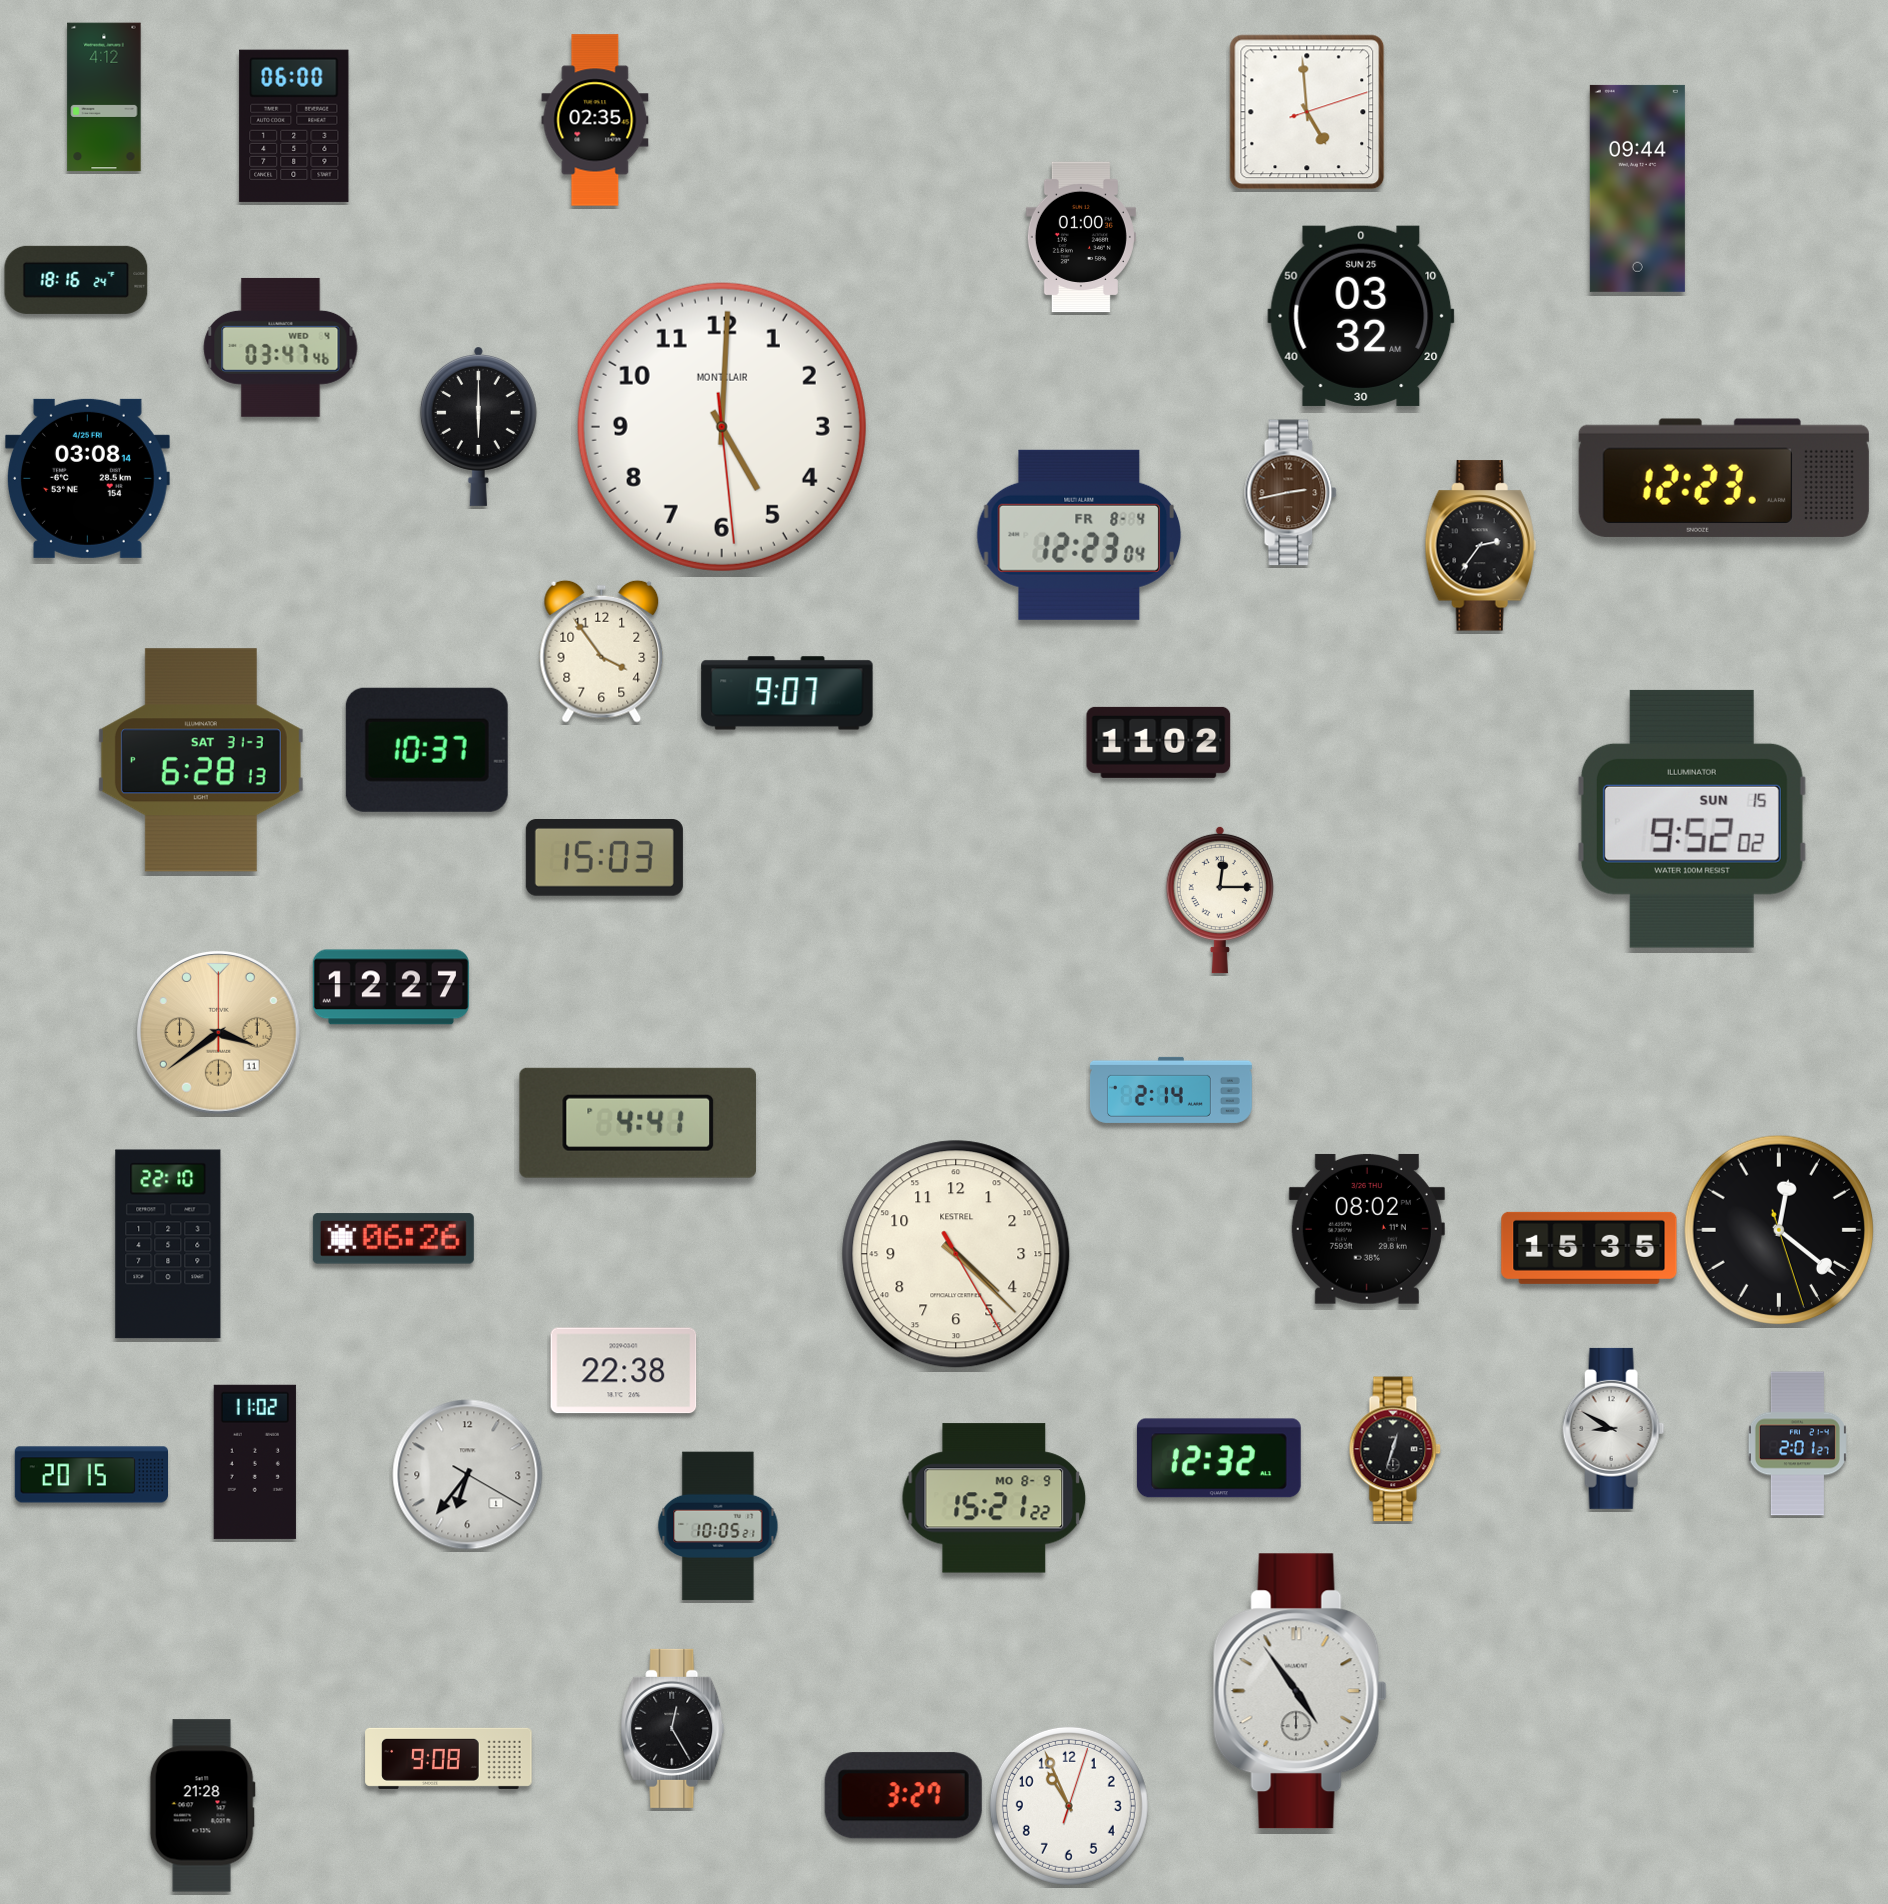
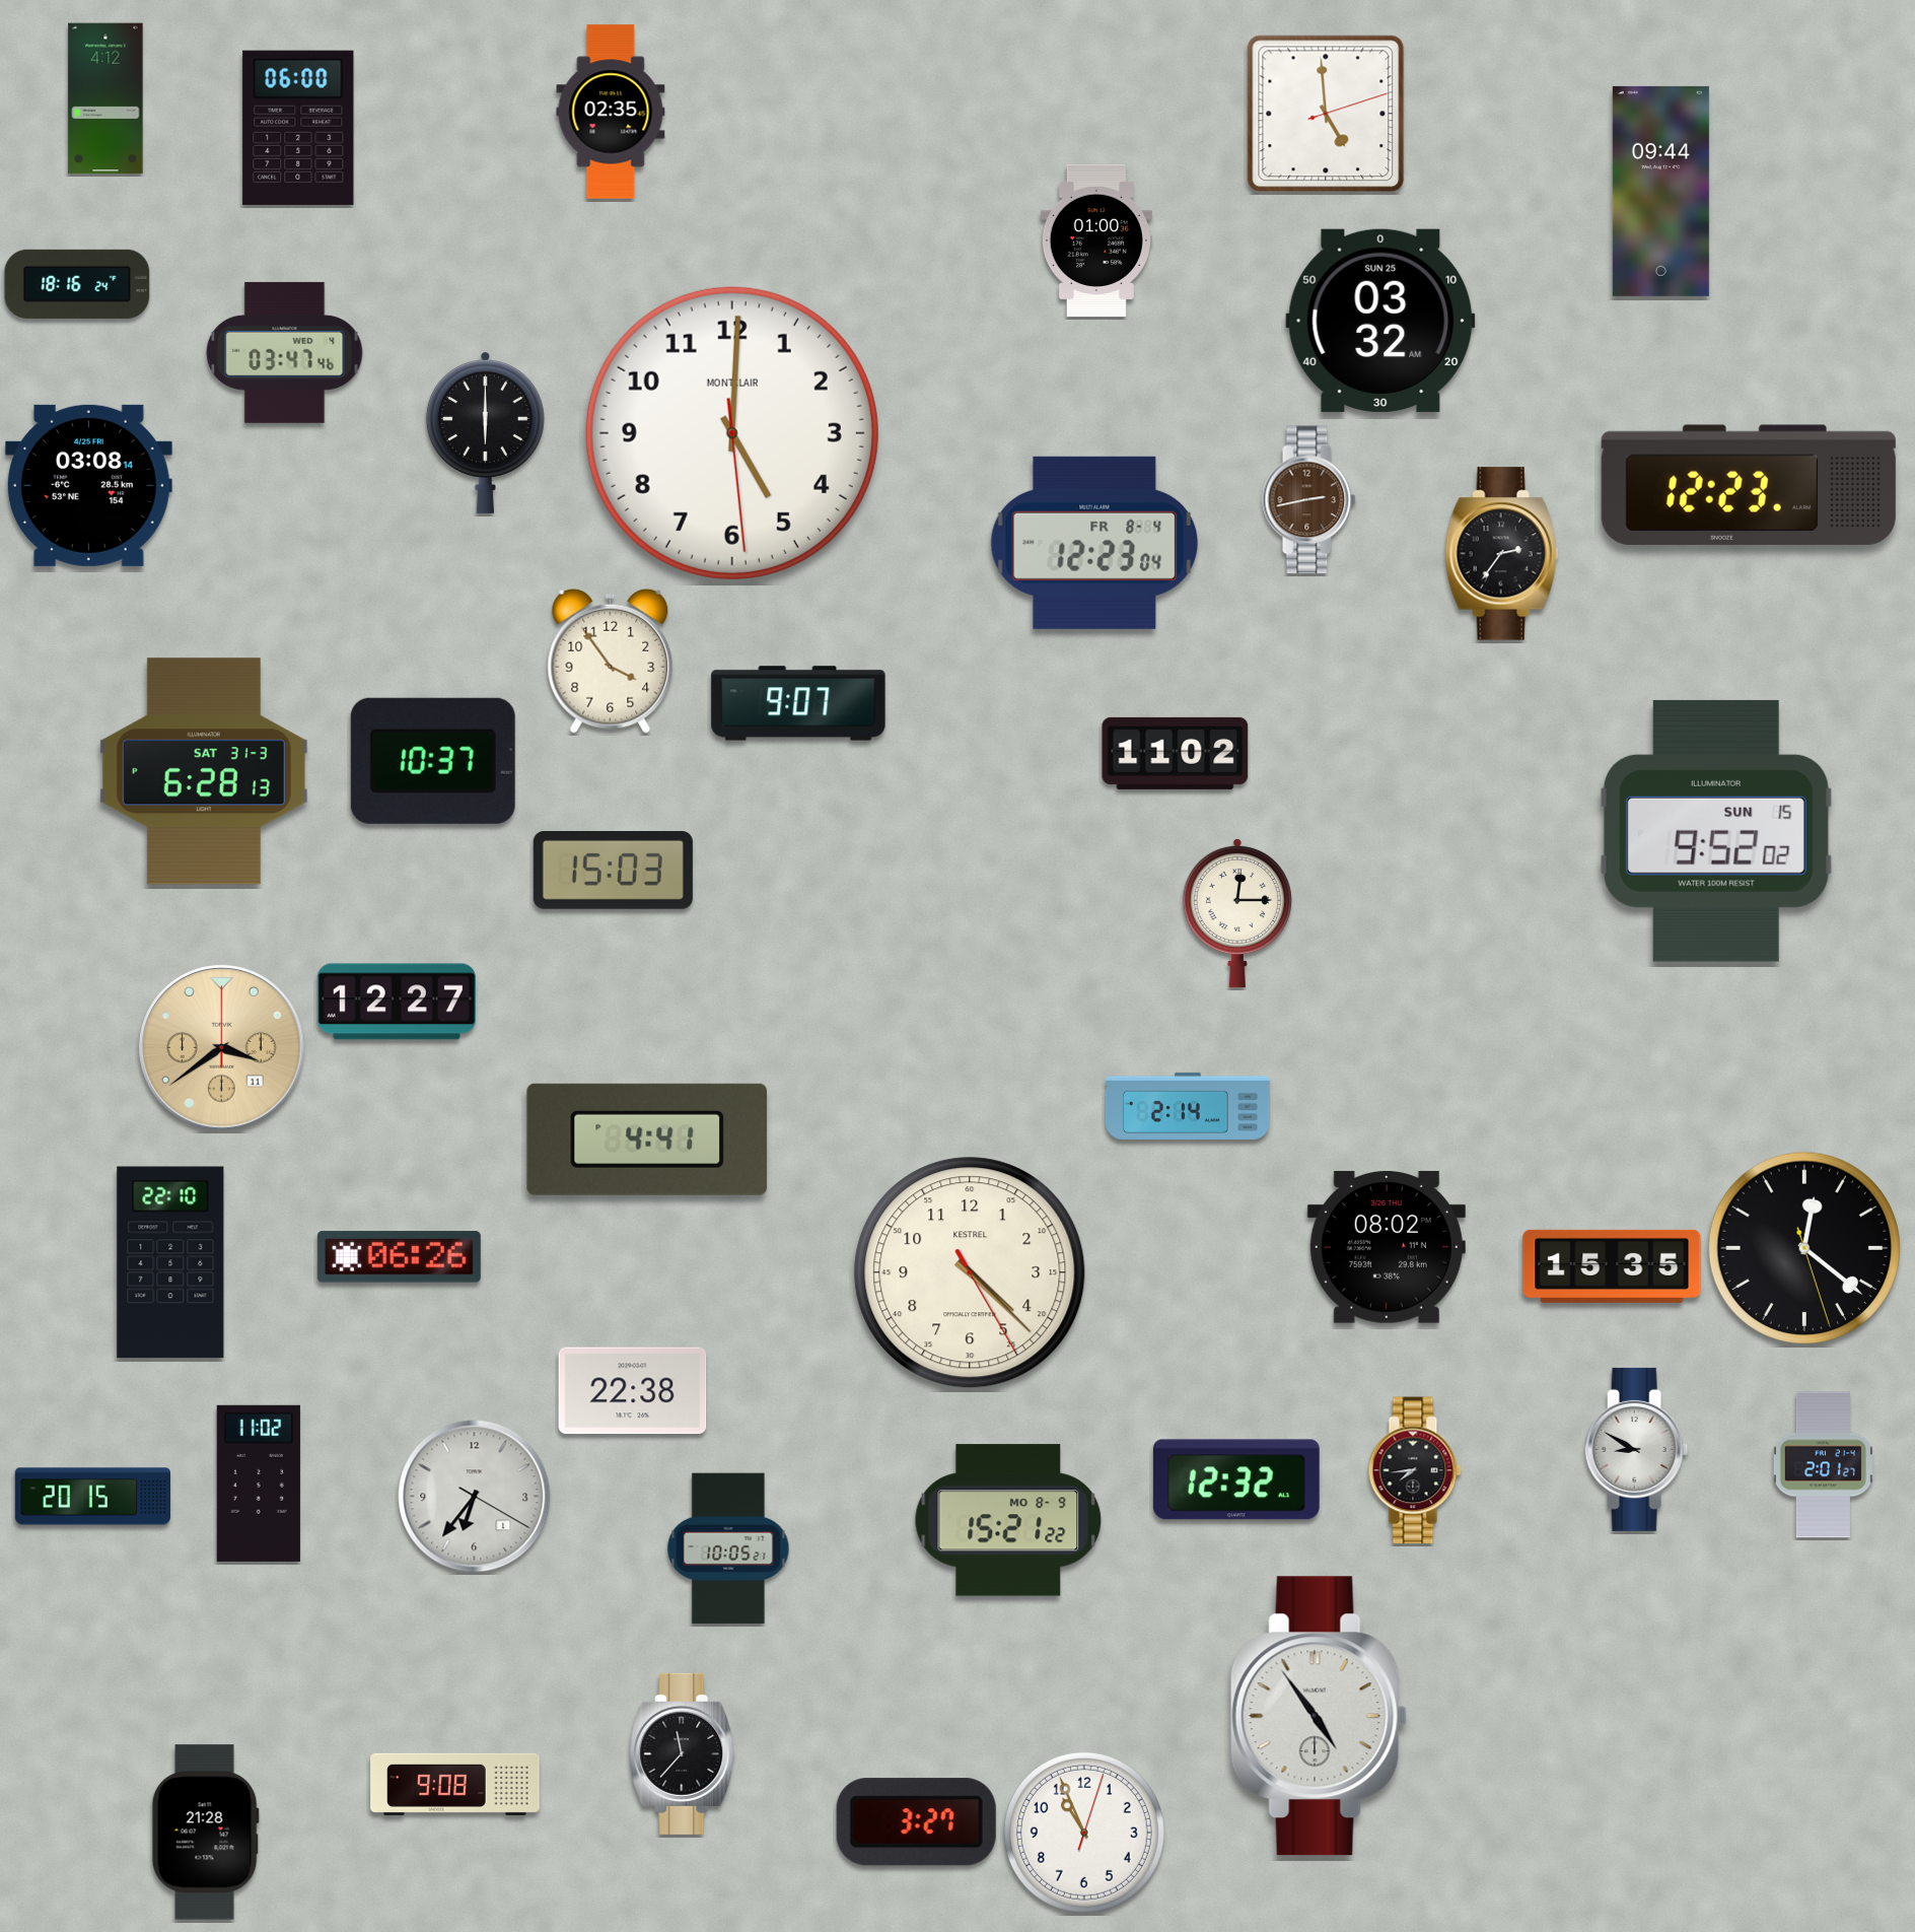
clock at (595, 120) position: (595, 120) -> (611, 112)
clock at (1395, 1449): 12:33 -> 7:44
clock at (673, 1728): 12:25 -> 11:37
